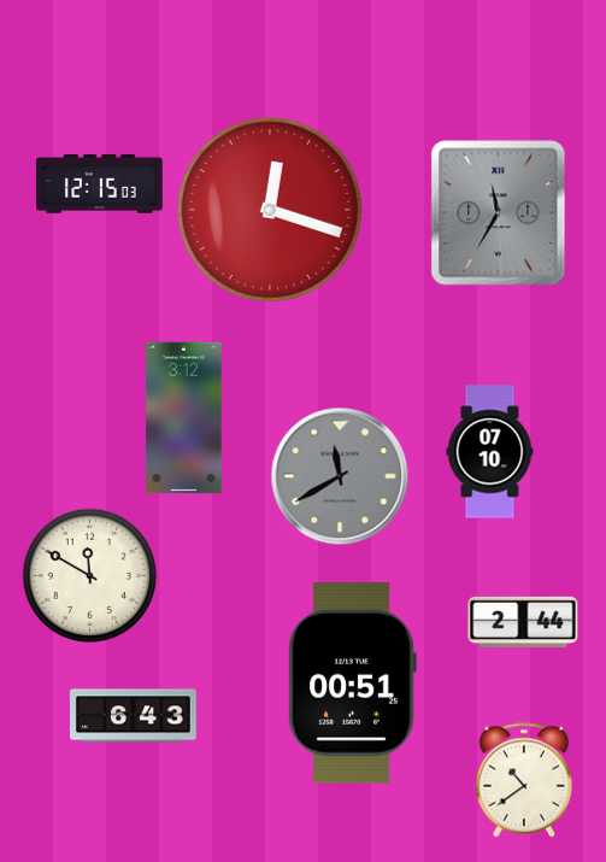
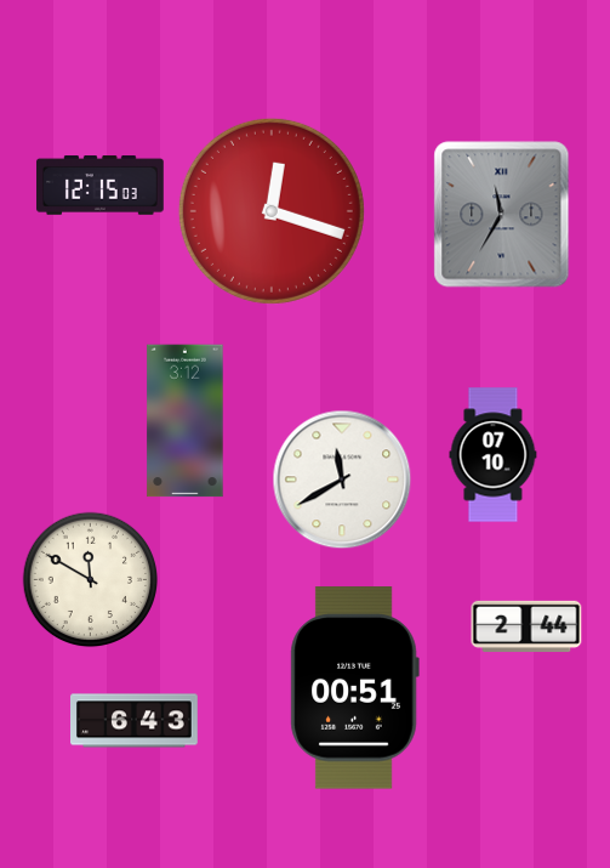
clock at (340, 476) dial: grey -> white
clock at (523, 780): 10:39 -> none
